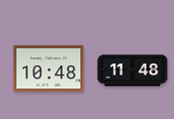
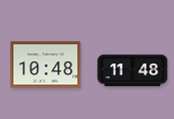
clock at (49, 69) position: (49, 69) -> (46, 65)
